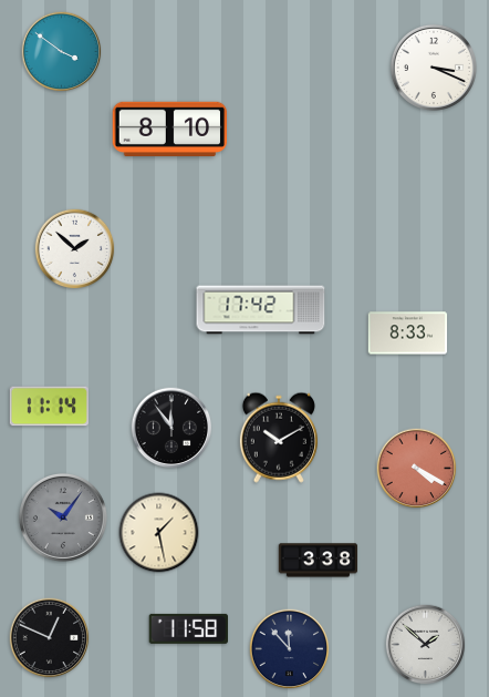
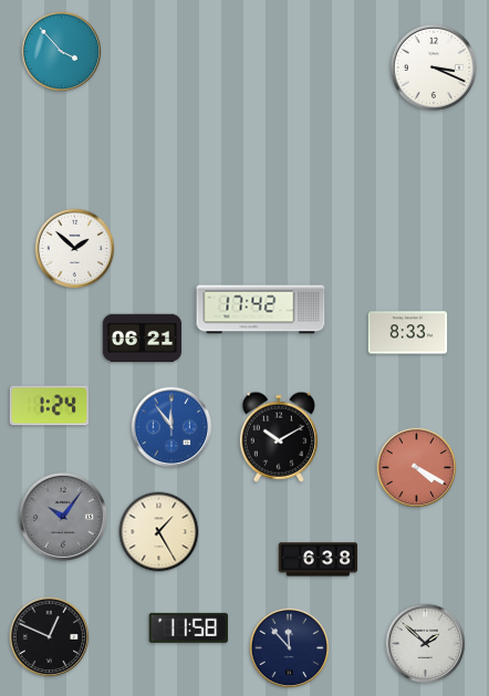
clock at (62, 52): 3:51 -> 3:53
clock at (170, 129): 8:10 -> none
clock at (143, 339): none -> 06:21
clock at (50, 407): 11:14 -> 1:24
clock at (171, 428) dial: black -> blue
clock at (159, 533): 1:28 -> 1:25
clock at (319, 561): 3:38 -> 6:38
